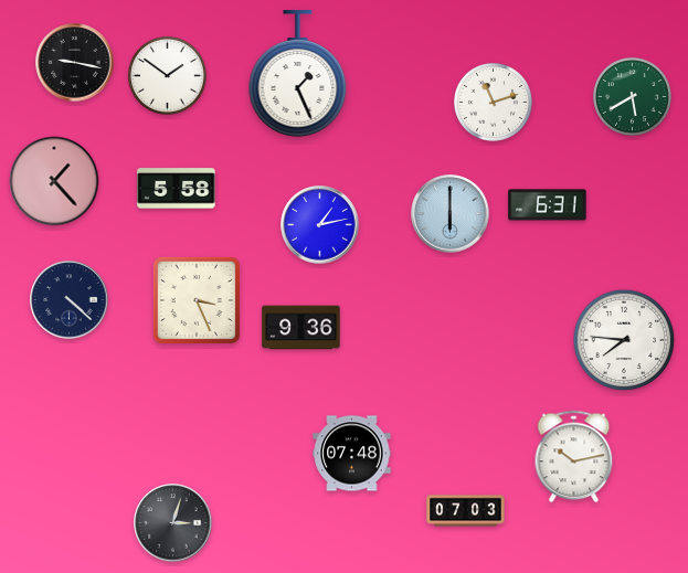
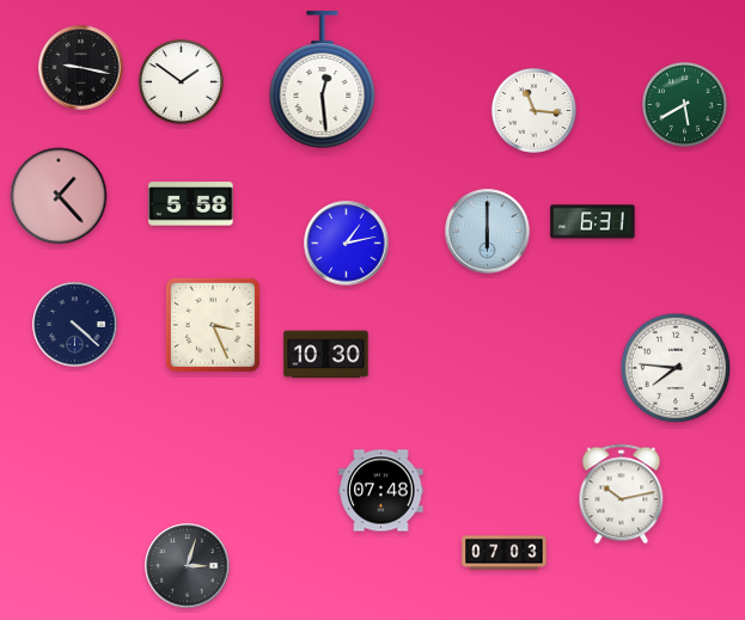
clock at (298, 74): 1:26 -> 12:29
clock at (493, 102): 11:12 -> 11:16
clock at (301, 328): 9:36 -> 10:30
